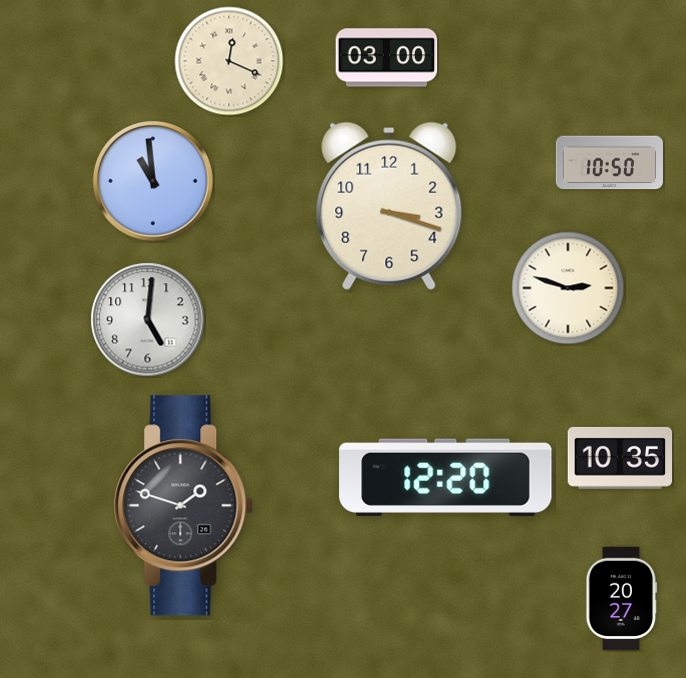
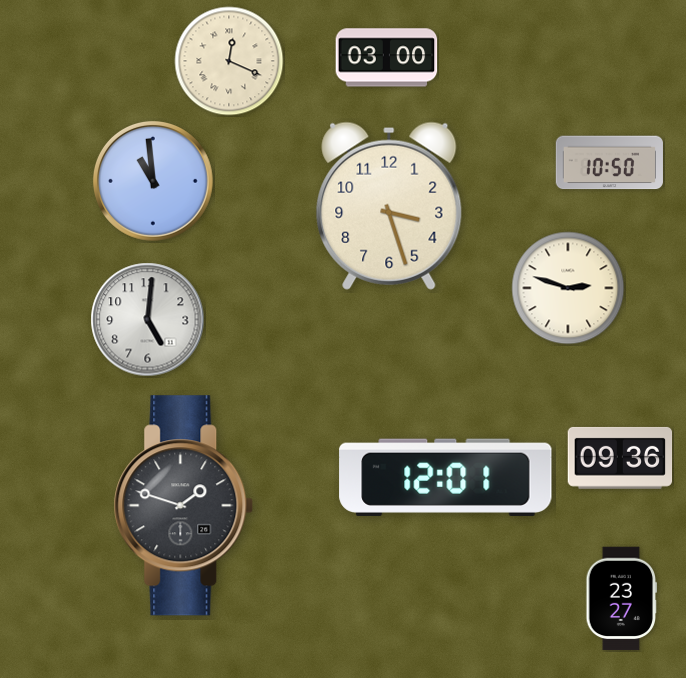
clock at (389, 206): 3:18 -> 3:27
clock at (620, 458): 10:35 -> 09:36
clock at (446, 477): 12:20 -> 12:01
clock at (621, 599): 20:27 -> 23:27
